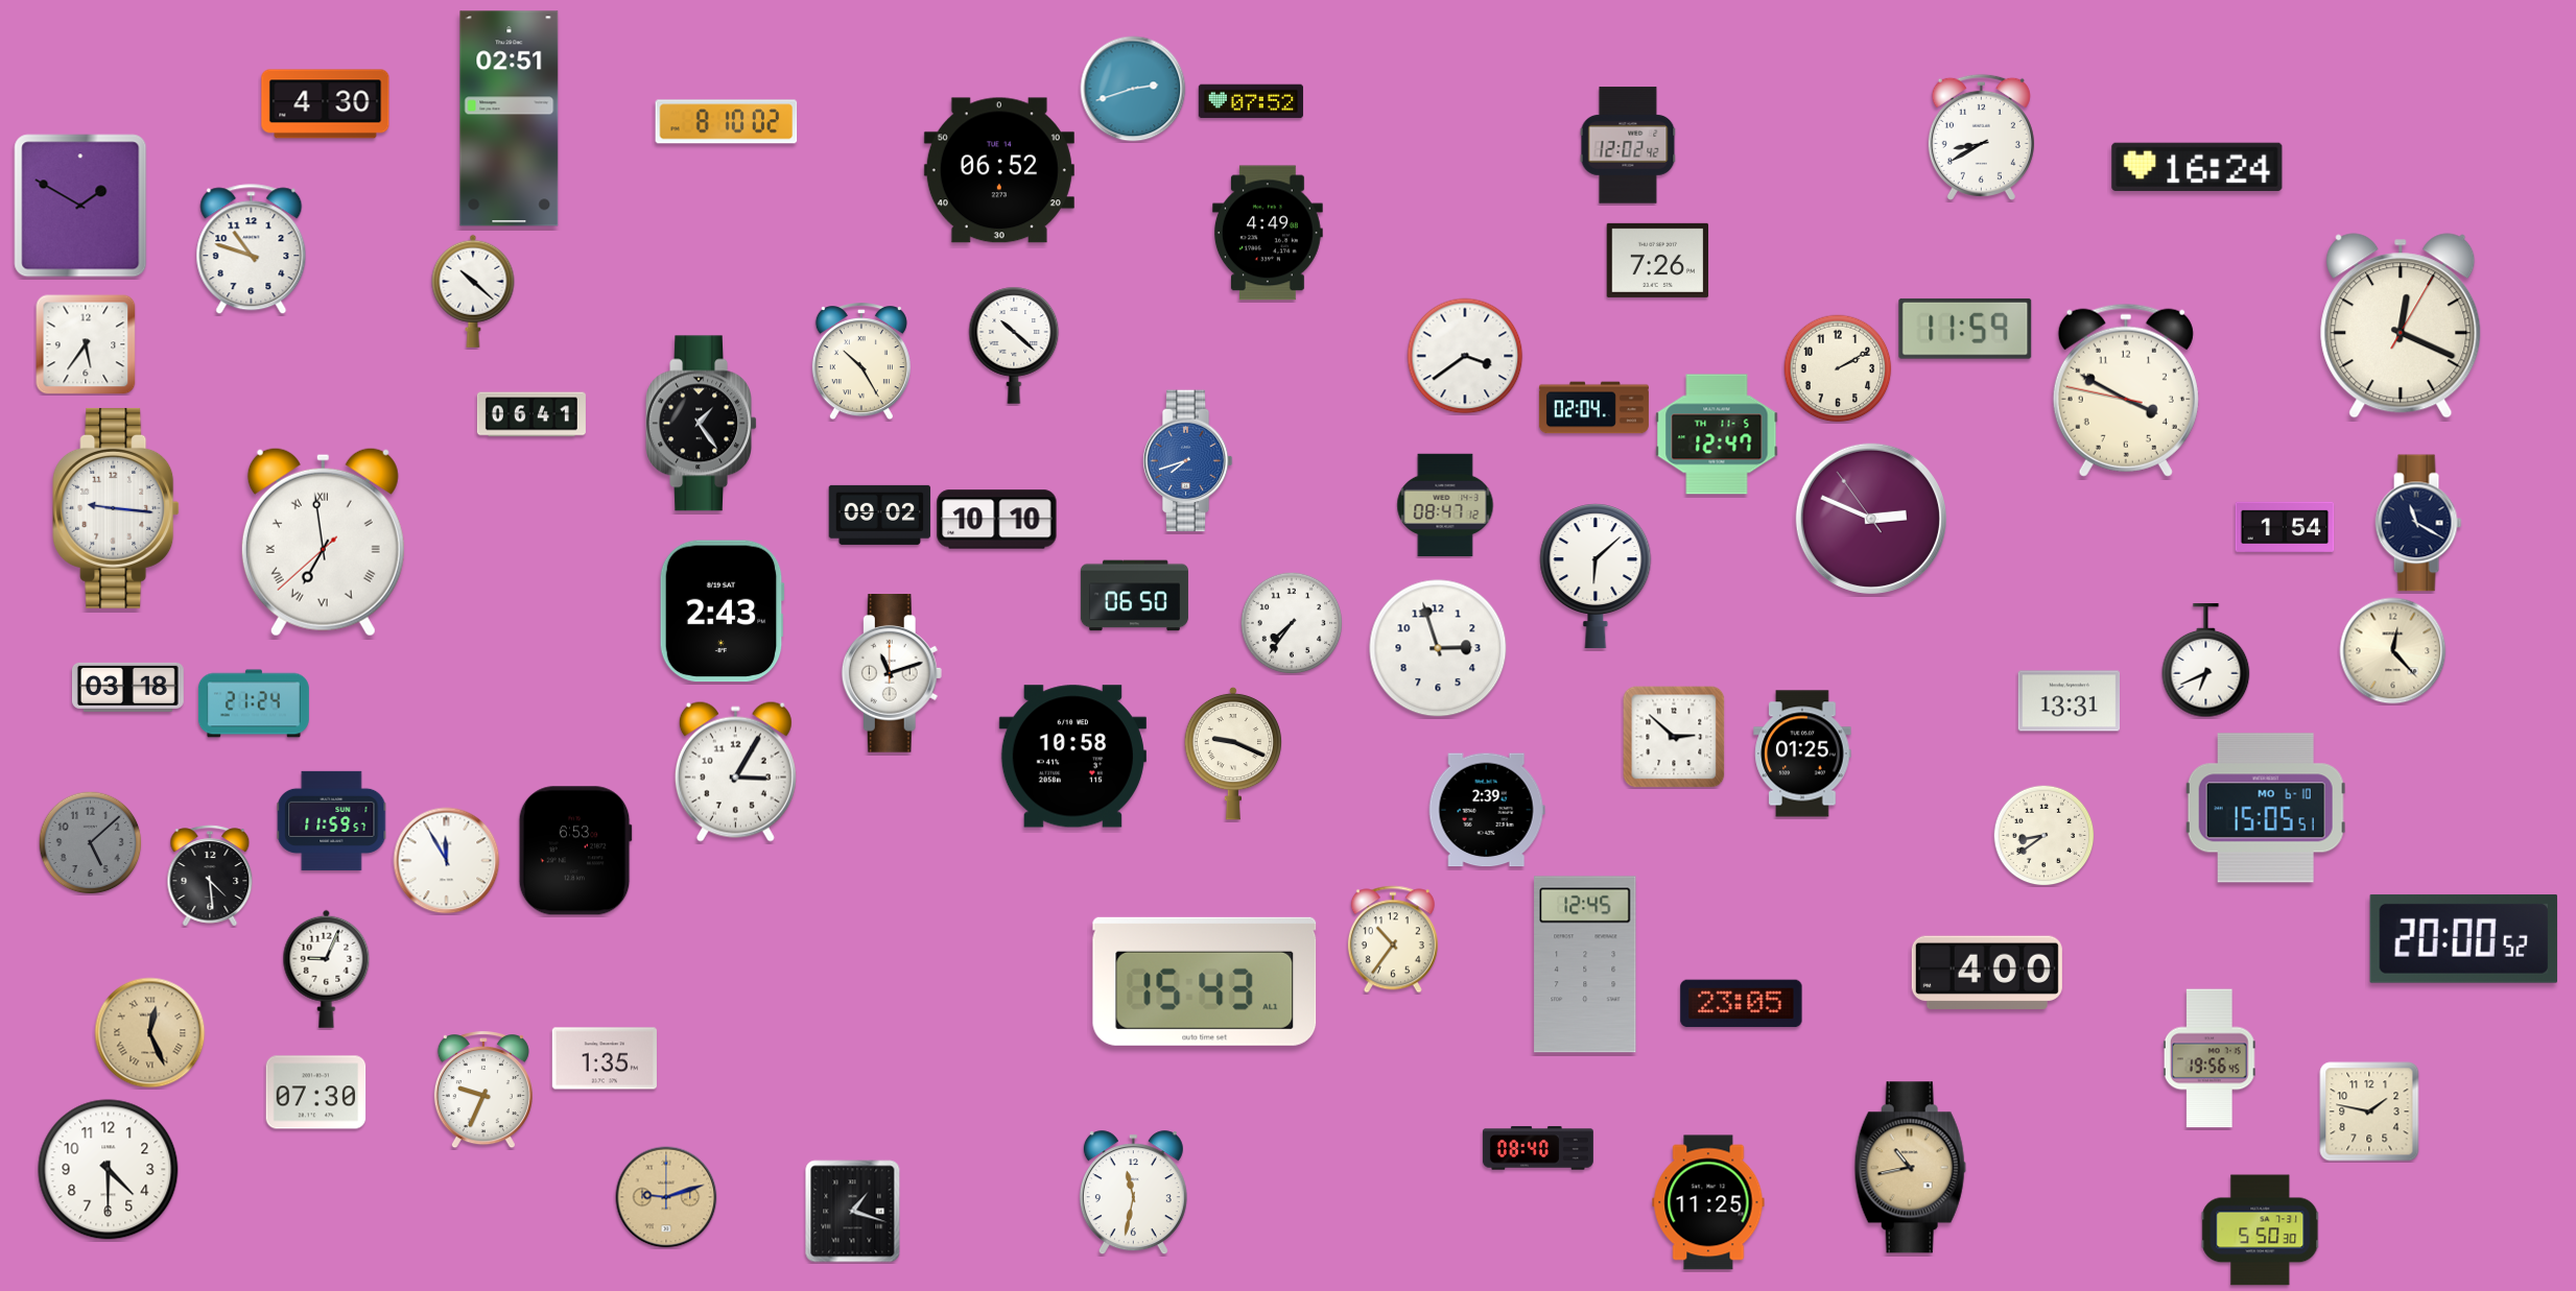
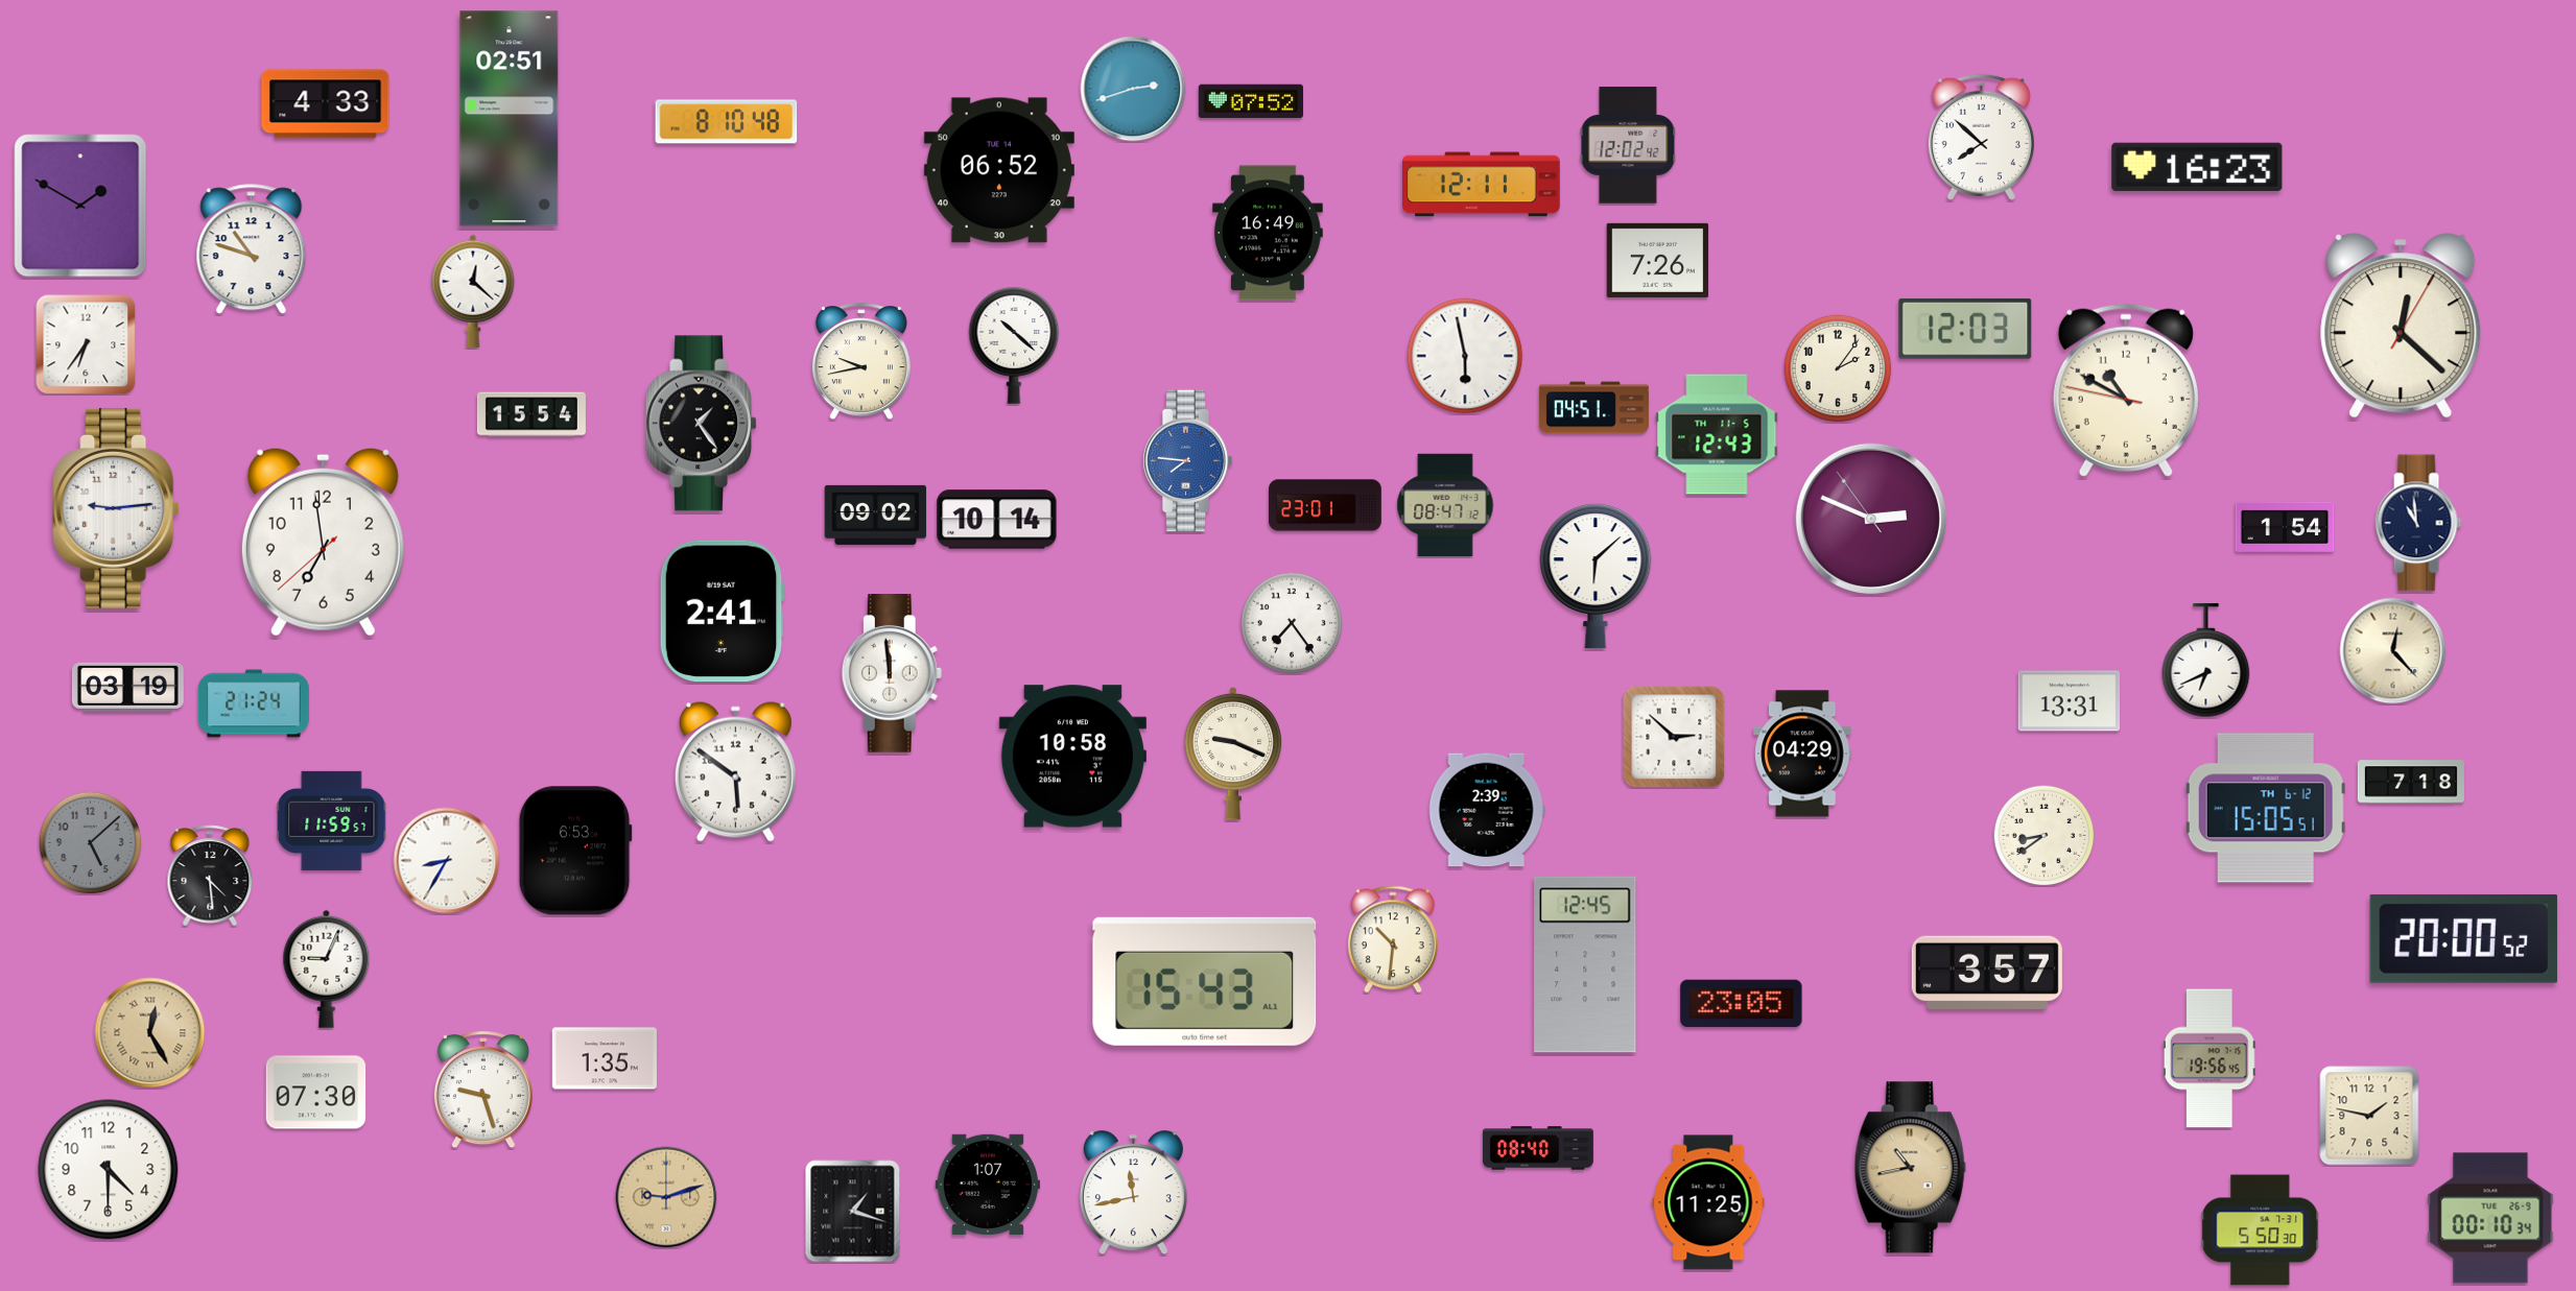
clock at (326, 104): 4:30 -> 4:33
clock at (727, 122): 8:10:02 -> 8:10:48
clock at (1981, 137): 8:40 -> 7:52
clock at (2197, 167): 16:24 -> 16:23
clock at (1482, 185): none -> 12:11
clock at (1268, 233): 4:49 -> 16:49
clock at (473, 291): 10:22 -> 12:22
clock at (2401, 326): 12:19 -> 12:22
clock at (1965, 329): 11:59 -> 12:03
clock at (86, 344): 5:36 -> 6:36
clock at (1465, 356): 3:39 -> 5:58
clock at (861, 362): 10:25 -> 9:43
clock at (1838, 368): 2:10 -> 2:06
clock at (2126, 390): 3:49 -> 10:49
clock at (1593, 408): 02:04 -> 04:51
clock at (531, 414): 06:41 -> 15:54
clock at (1717, 434): 12:47 -> 12:43
clock at (1187, 461): 7:42 -> 7:46
clock at (1326, 505): none -> 23:01
clock at (116, 508): 9:16 -> 9:14
clock at (880, 515) position: (880, 515) -> (876, 515)
clock at (997, 520): 10:10 -> 10:14
clock at (2418, 523): 11:20 -> 10:59
clock at (323, 542) numerals: Roman -> Arabic
clock at (1134, 596): 06:50 -> none
clock at (722, 612): 2:43 -> 2:41
clock at (1292, 623): 7:36 -> 7:24
clock at (1438, 648): 2:57 -> none
clock at (892, 674): 11:12 -> 11:59
clock at (127, 687): 03:18 -> 03:19
clock at (1802, 754): 01:25 -> 04:29
clock at (735, 771): 3:05 -> 5:51
clock at (2411, 782): none -> 7:18
clock at (2266, 808) date: MO 6-10 -> TH 6-12
clock at (447, 861): 11:55 -> 8:35
clock at (1393, 939): 10:36 -> 10:31
clock at (1987, 972): 4:00 -> 3:57
clock at (150, 1033): 12:26 -> 12:25
clock at (483, 1091): 9:34 -> 9:27
clock at (2369, 1111) position: (2369, 1111) -> (2369, 1116)
clock at (988, 1185): none -> 1:07
clock at (1133, 1193): 11:32 -> 11:43
clock at (2490, 1218): none -> 00:10
